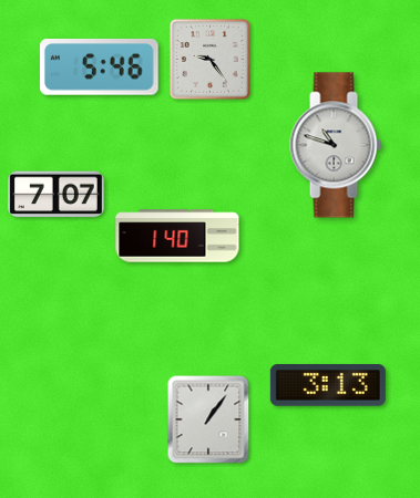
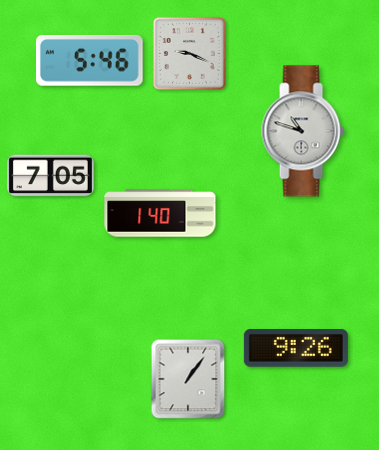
clock at (209, 59): 9:24 -> 9:19
clock at (55, 195): 7:07 -> 7:05
clock at (328, 386): 3:13 -> 9:26
